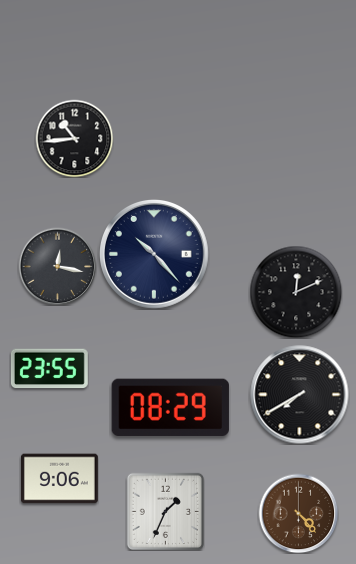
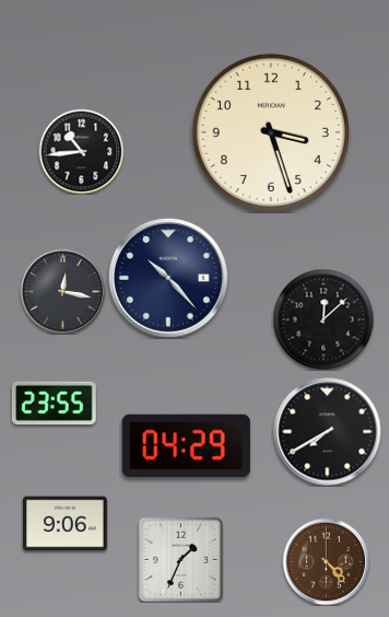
clock at (271, 132): none -> 3:27
clock at (296, 292): 12:11 -> 12:08
clock at (170, 407): 08:29 -> 04:29
